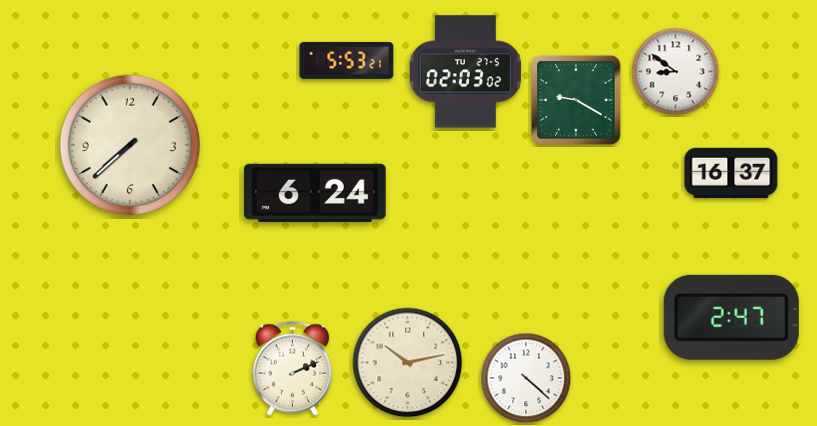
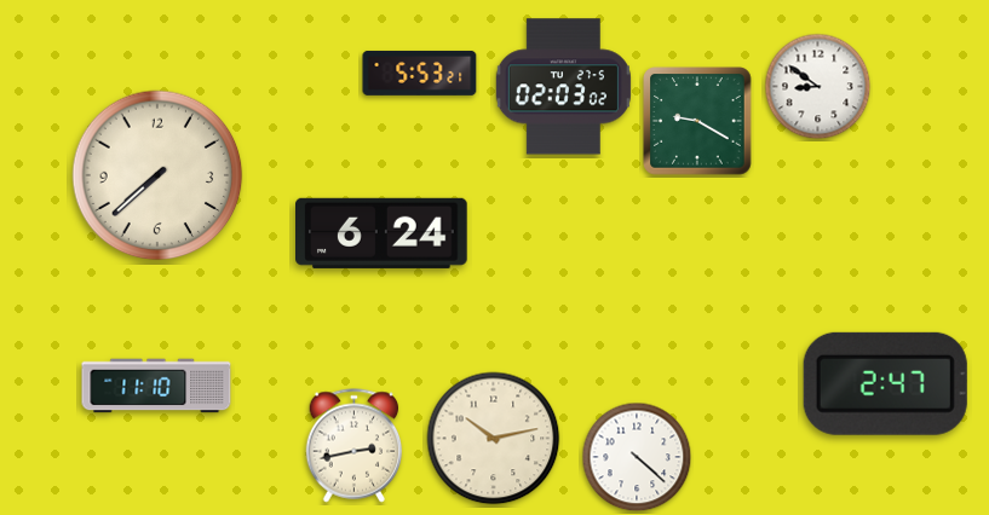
clock at (731, 173): 16:37 -> none
clock at (156, 386): none -> 11:10
clock at (293, 369): 2:11 -> 2:43
